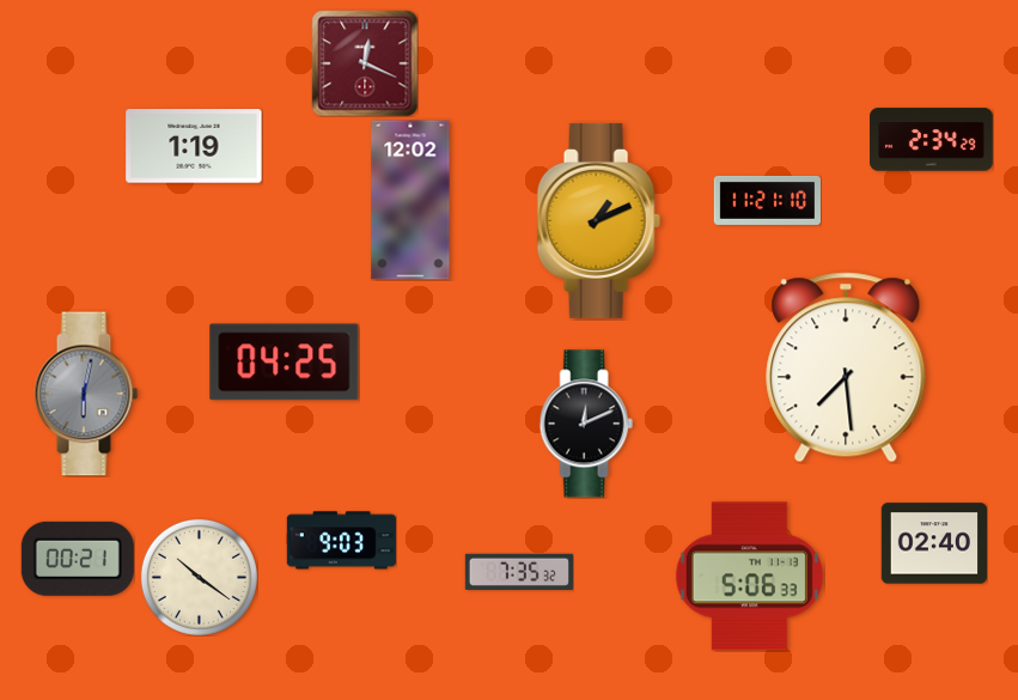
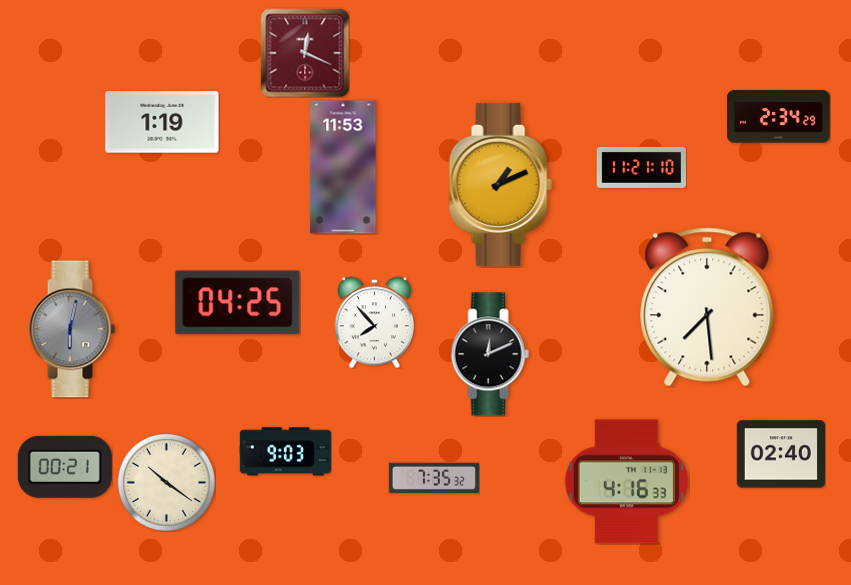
clock at (410, 200): 12:02 -> 11:53
clock at (374, 322): none -> 7:53
clock at (749, 577): 5:06 -> 4:16
